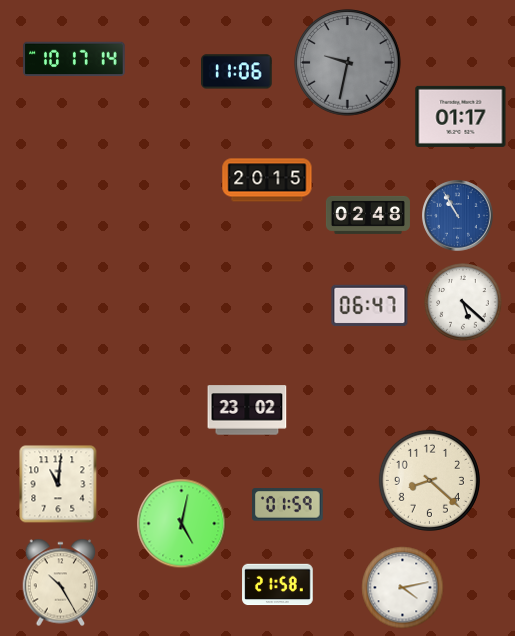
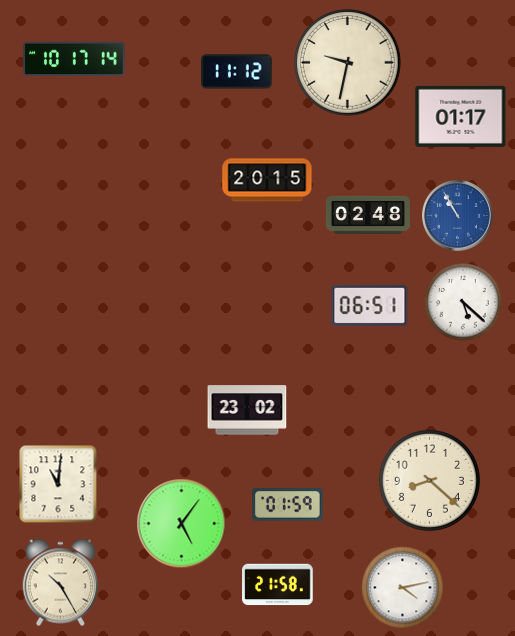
clock at (348, 63) dial: grey -> cream
clock at (237, 72): 11:06 -> 11:12
clock at (370, 306): 06:47 -> 06:51
clock at (182, 524): 5:02 -> 5:06
